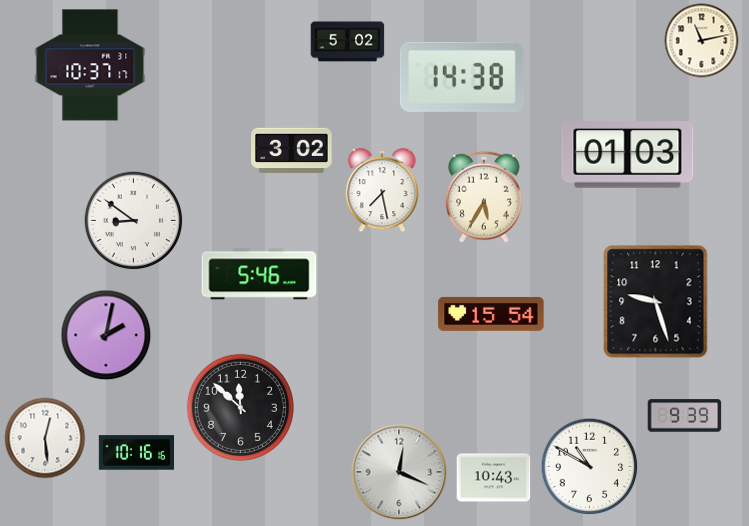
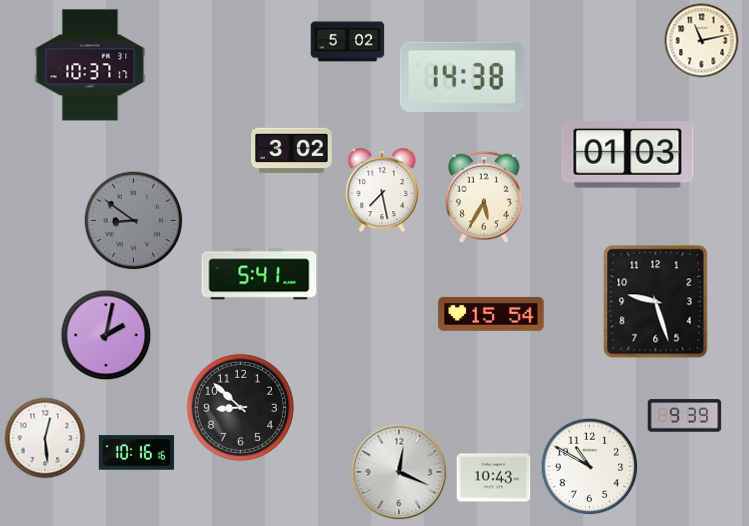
clock at (134, 221) dial: white -> grey
clock at (259, 274): 5:46 -> 5:41
clock at (240, 407): 11:52 -> 8:52
